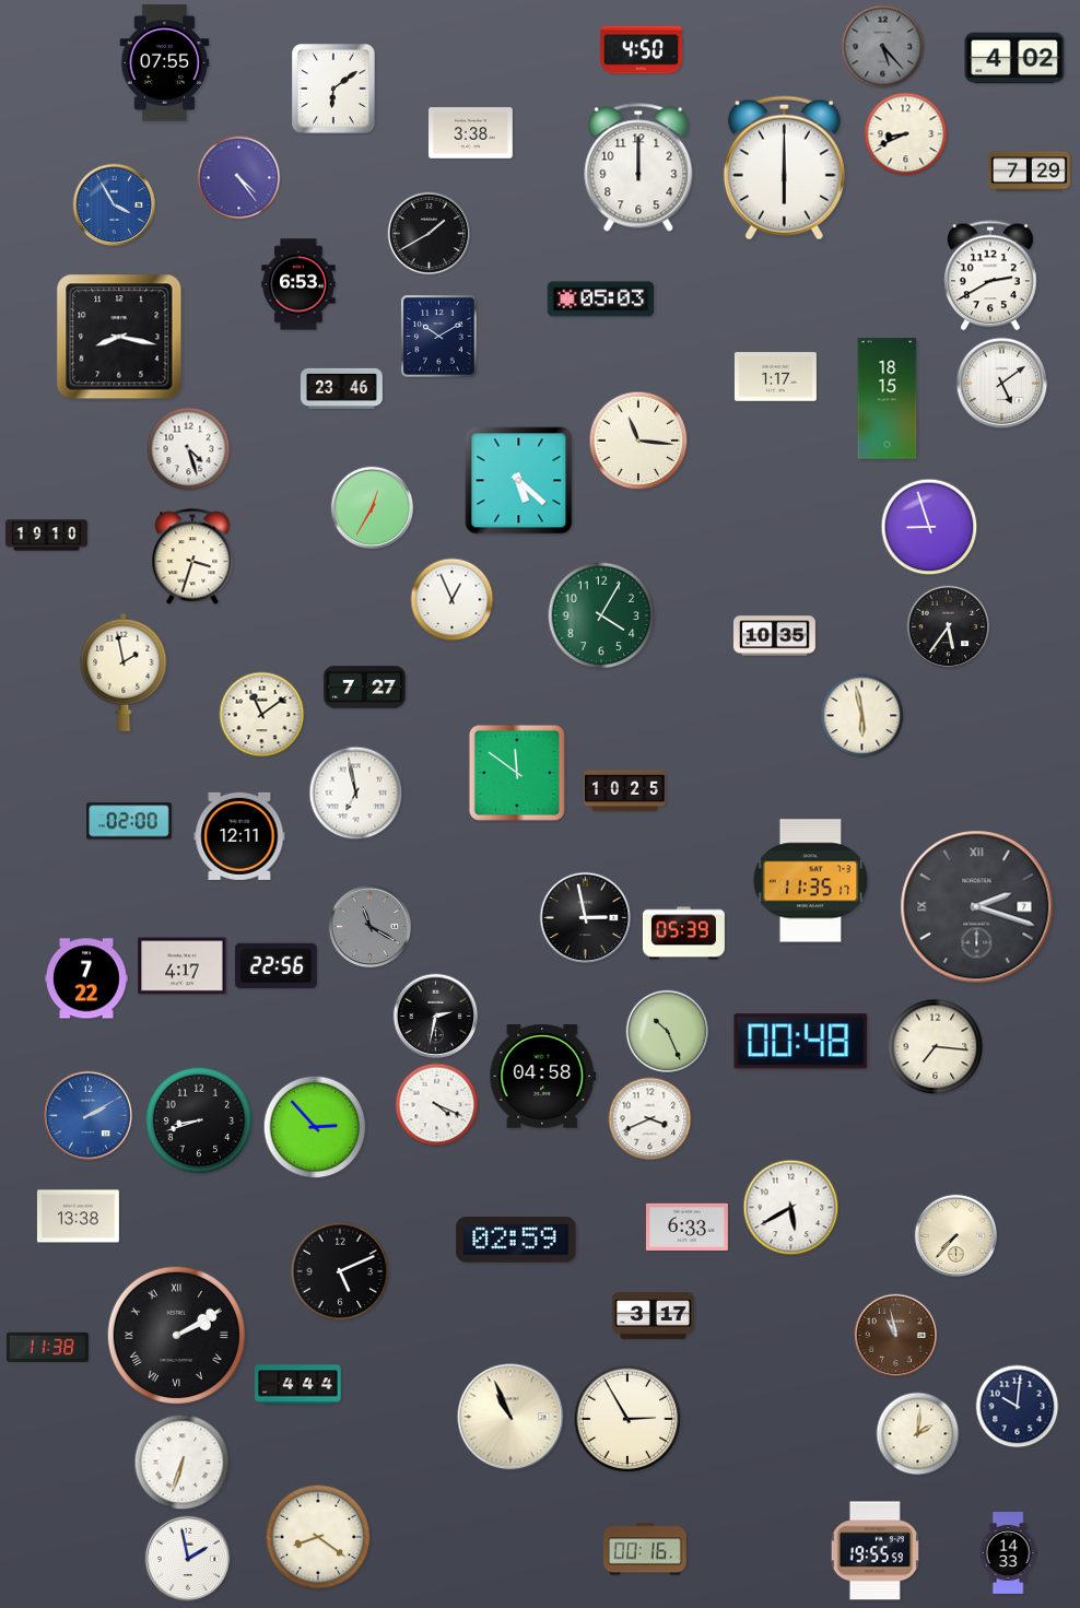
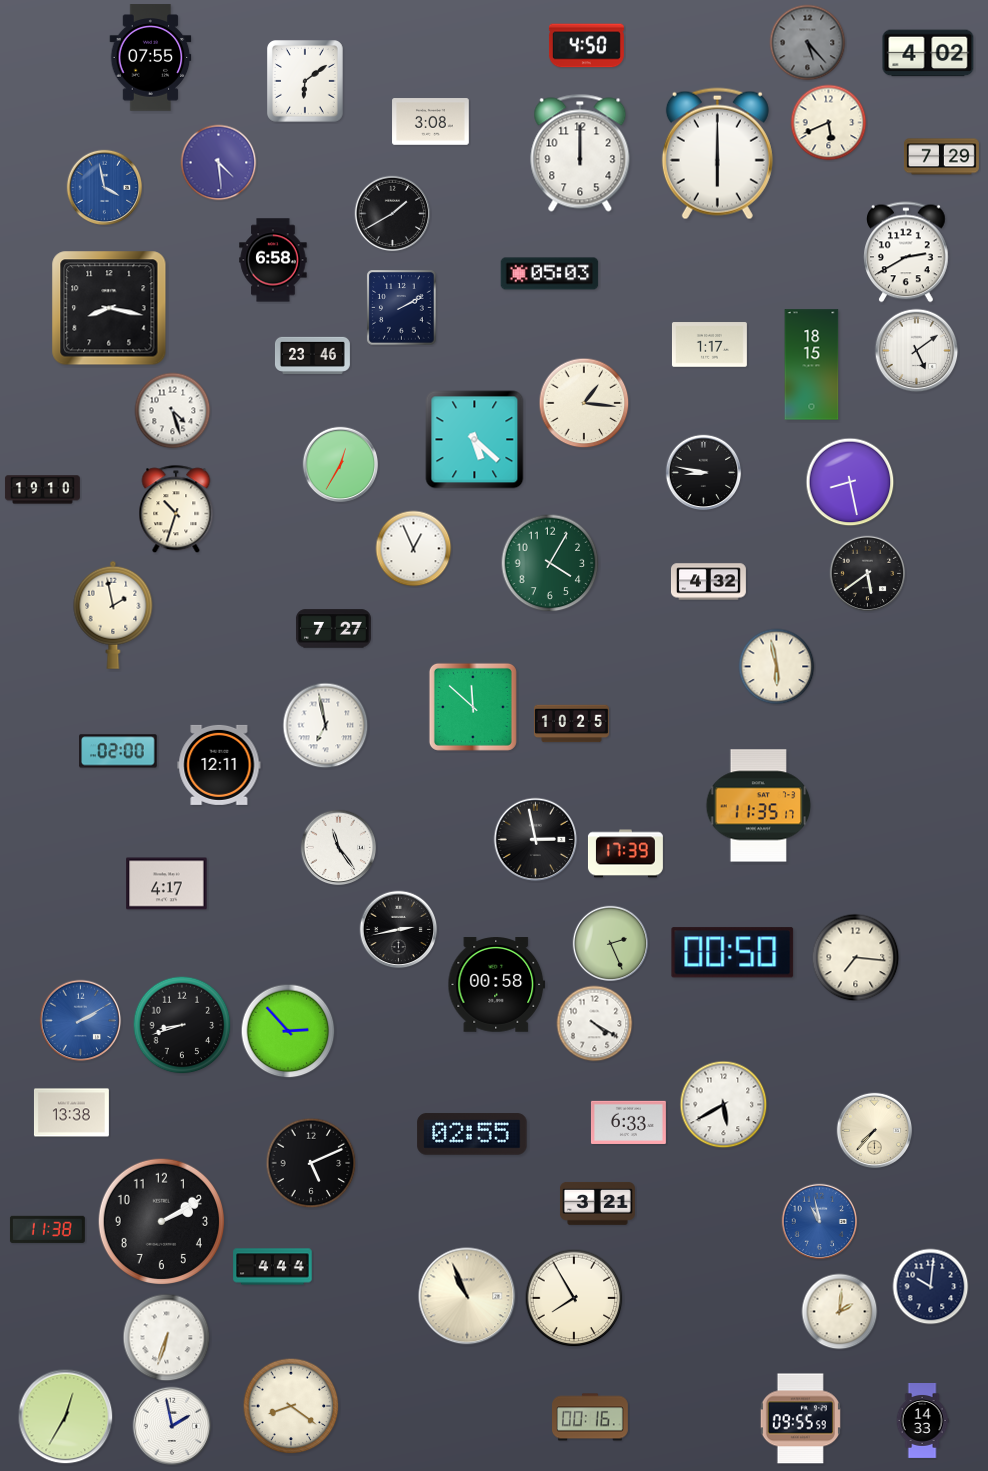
clock at (471, 133): 3:38 -> 3:08
clock at (906, 134): 8:41 -> 5:41
clock at (638, 167) position: (638, 167) -> (580, 153)
clock at (239, 178): 4:24 -> 4:29
clock at (115, 206): 3:55 -> 3:58
clock at (298, 284): 6:53 -> 6:58
clock at (439, 337): 10:10 -> 2:10
clock at (638, 441): 11:16 -> 1:16
clock at (704, 473): none -> 8:47
clock at (929, 527): 8:57 -> 8:28
clock at (192, 557): 3:33 -> 10:33
clock at (949, 627): 5:36 -> 5:39
clock at (774, 636): 10:35 -> 4:32
clock at (262, 715): 11:09 -> none
clock at (862, 716) position: (862, 716) -> (777, 667)
clock at (517, 773): 11:51 -> 11:52
clock at (811, 881) position: (811, 881) -> (759, 806)
clock at (977, 907): 2:18 -> none
clock at (371, 927): 11:20 -> 11:24
clock at (371, 927) dial: grey -> white
clock at (683, 934): 05:39 -> 17:39
clock at (275, 966): 22:56 -> none
clock at (87, 978): 7:22 -> none
clock at (436, 1017): 2:32 -> 2:43
clock at (668, 1032): 10:26 -> 2:26
clock at (801, 1042): 00:48 -> 00:50
clock at (543, 1077): 04:58 -> 00:58
clock at (437, 1105): 4:19 -> none
clock at (650, 1119): 3:41 -> 4:20
clock at (516, 1240): 02:59 -> 02:55
clock at (653, 1315): 3:17 -> 3:21
clock at (176, 1335) numerals: Roman -> Arabic
clock at (896, 1336) dial: brown -> blue
clock at (47, 1347) position: (47, 1347) -> (47, 1229)
clock at (627, 1419): 2:55 -> 7:55
clock at (66, 1417): none -> 12:35
clock at (874, 1551): 19:55 -> 09:55
